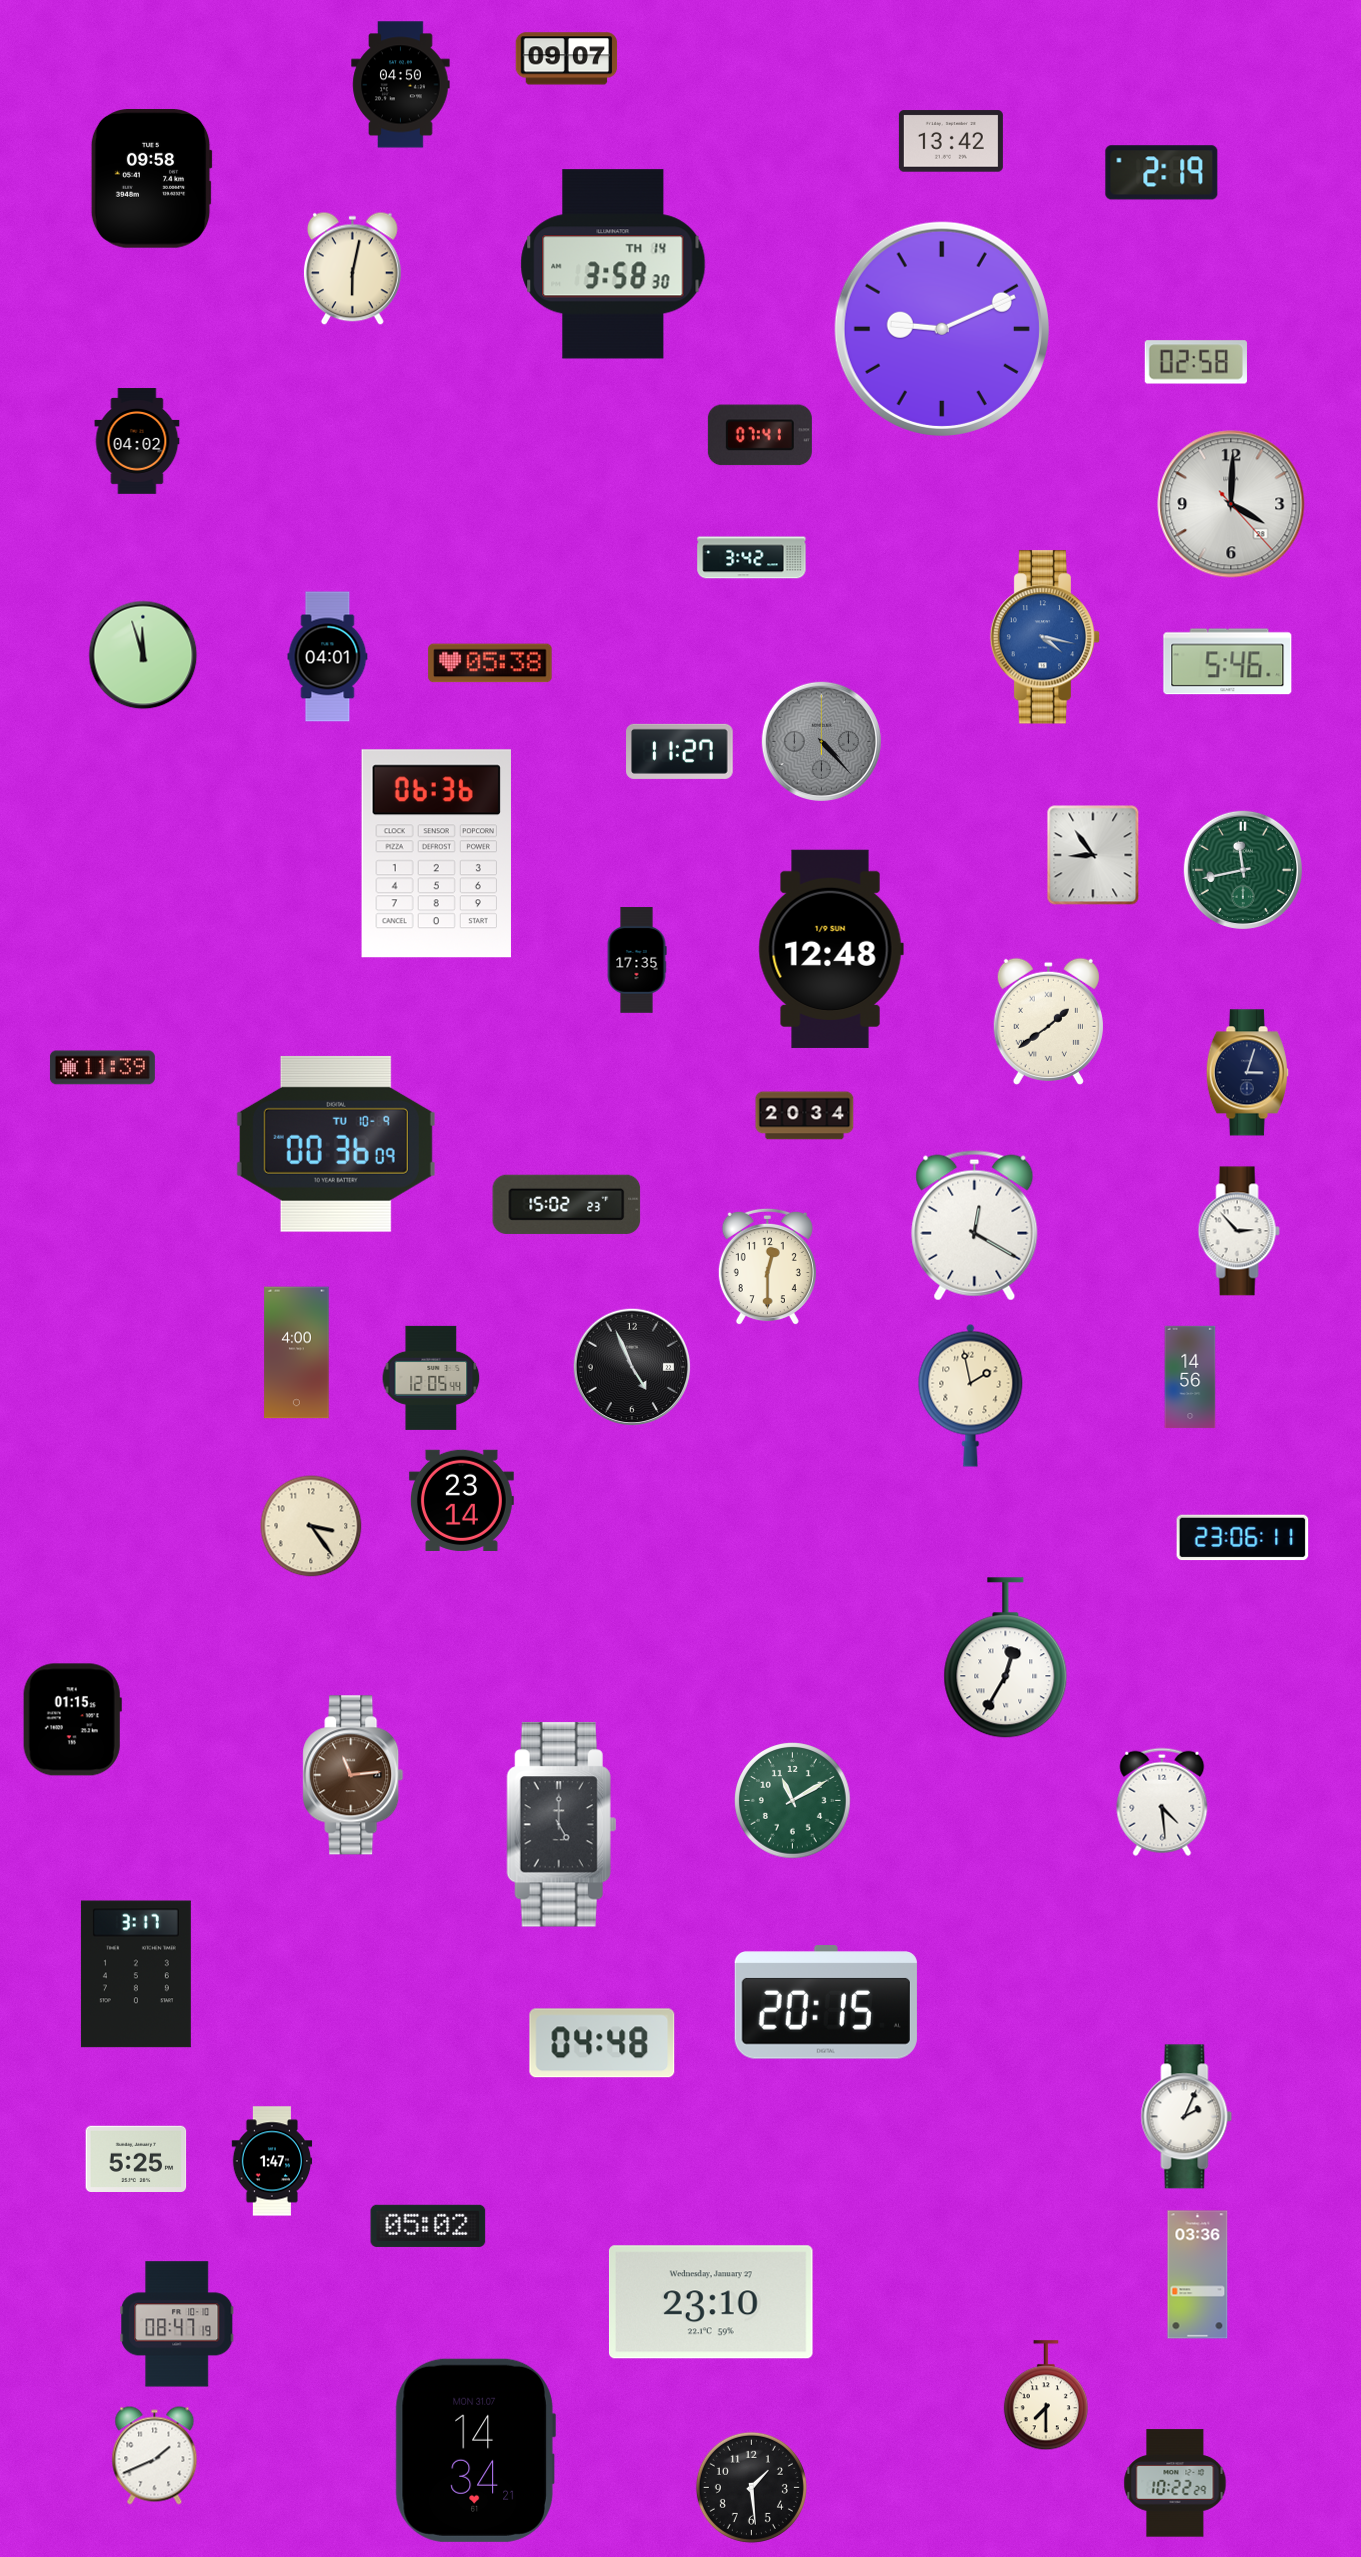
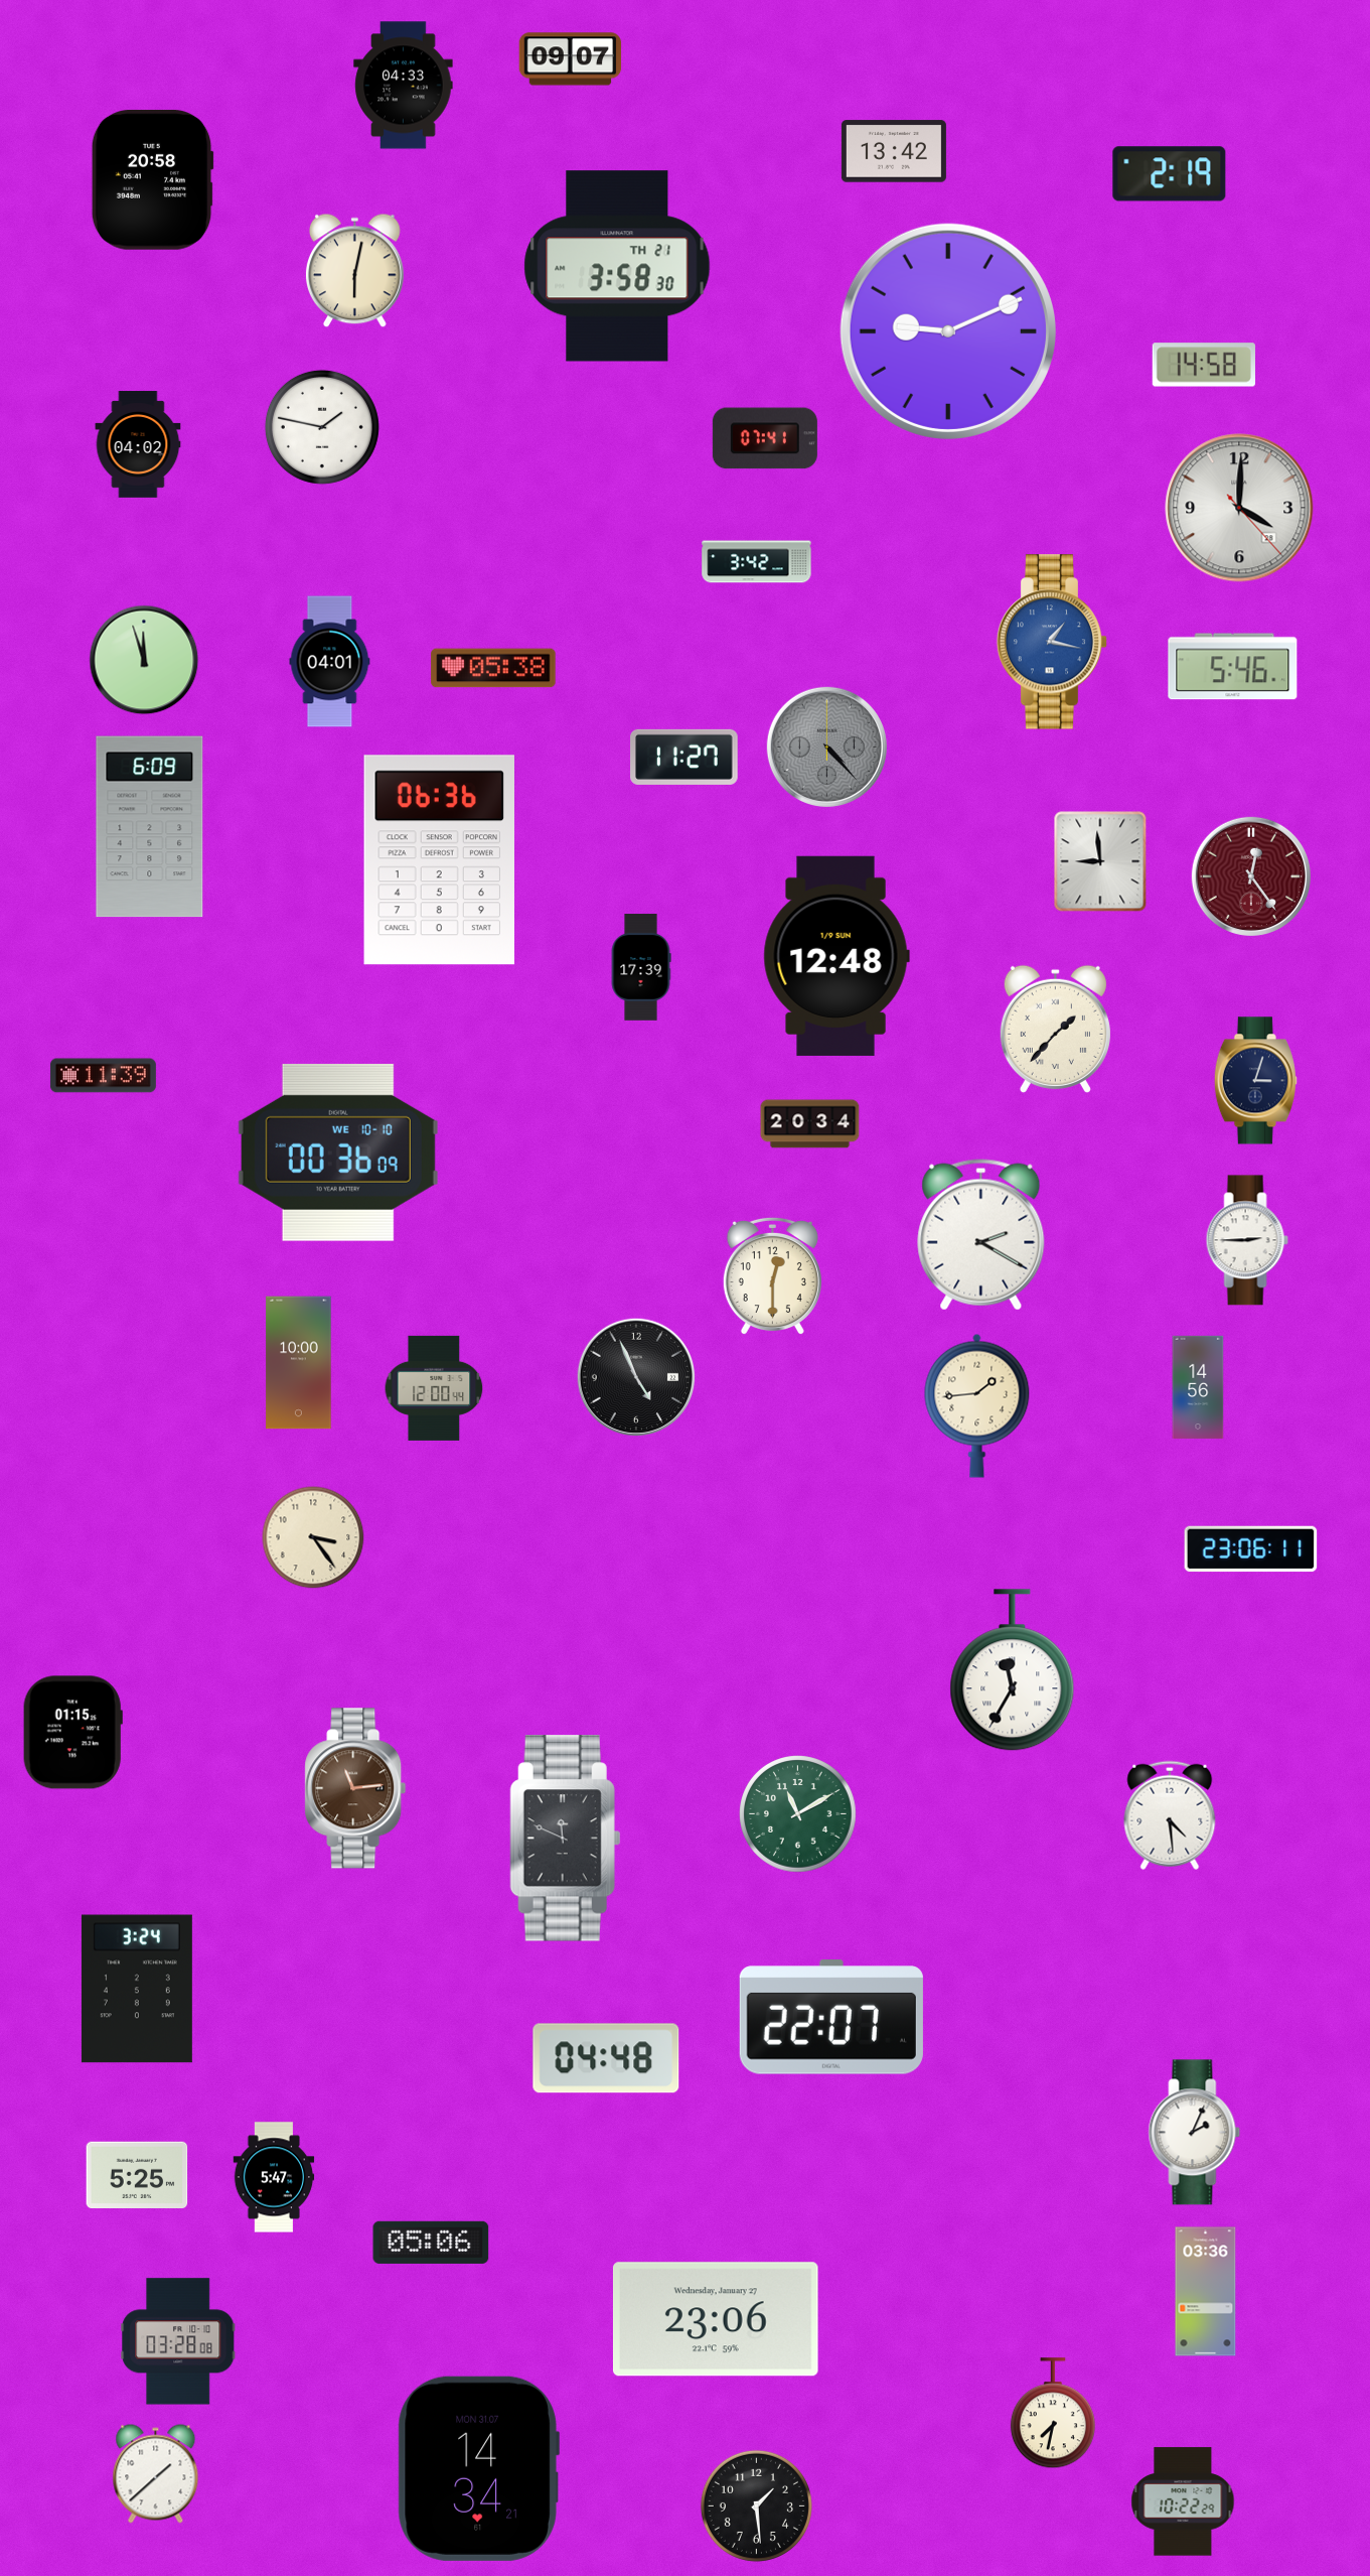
clock at (401, 85): 04:50 -> 04:33
clock at (951, 141) position: (951, 141) -> (894, 151)
clock at (151, 179): 09:58 -> 20:58
clock at (613, 264) date: TH 14 -> TH 21
clock at (1196, 362): 02:58 -> 14:58
clock at (322, 427): none -> 1:47
clock at (1045, 637): 4:17 -> 1:17
clock at (1228, 662) position: (1228, 662) -> (1233, 667)
clock at (150, 827): none -> 6:09
clock at (1093, 855): 8:54 -> 8:59
clock at (1243, 870): 11:43 -> 12:24
clock at (1243, 870) dial: green -> burgundy
clock at (637, 960): 17:35 -> 17:39
clock at (1048, 1021): 1:39 -> 1:37
clock at (336, 1144) date: TU 10-9 -> WE 10-10
clock at (567, 1204): 15:02 -> none
clock at (975, 1226): 12:20 -> 2:20
clock at (1239, 1231): 2:53 -> 2:45
clock at (297, 1353): 4:00 -> 10:00
clock at (431, 1378): 12:05 -> 12:00
clock at (971, 1395): 1:58 -> 1:44
clock at (461, 1500): 23:14 -> none
clock at (1006, 1658): 12:35 -> 11:35
clock at (561, 1825): 5:00 -> 11:49
clock at (136, 1974): 3:17 -> 3:24
clock at (826, 2002): 20:15 -> 22:07
clock at (272, 2161): 1:47 -> 5:47
clock at (428, 2226): 05:02 -> 05:06
clock at (711, 2302): 23:10 -> 23:06
clock at (177, 2324): 08:47 -> 03:28
clock at (1046, 2396): 7:30 -> 7:32
clock at (155, 2456): 1:41 -> 1:38
